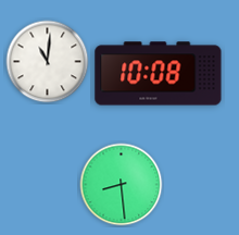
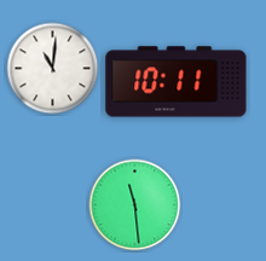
clock at (159, 74): 10:08 -> 10:11
clock at (122, 185): 8:29 -> 11:29
